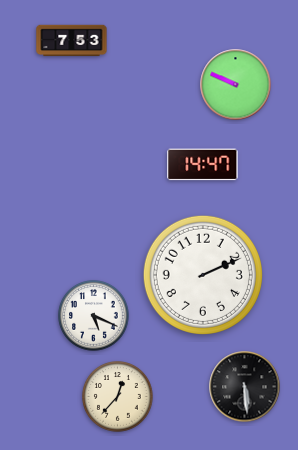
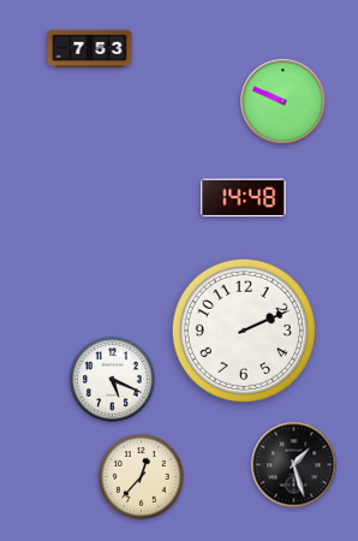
clock at (72, 41) position: (72, 41) -> (90, 49)
clock at (203, 165): 14:47 -> 14:48
clock at (245, 387): 5:29 -> 1:27
